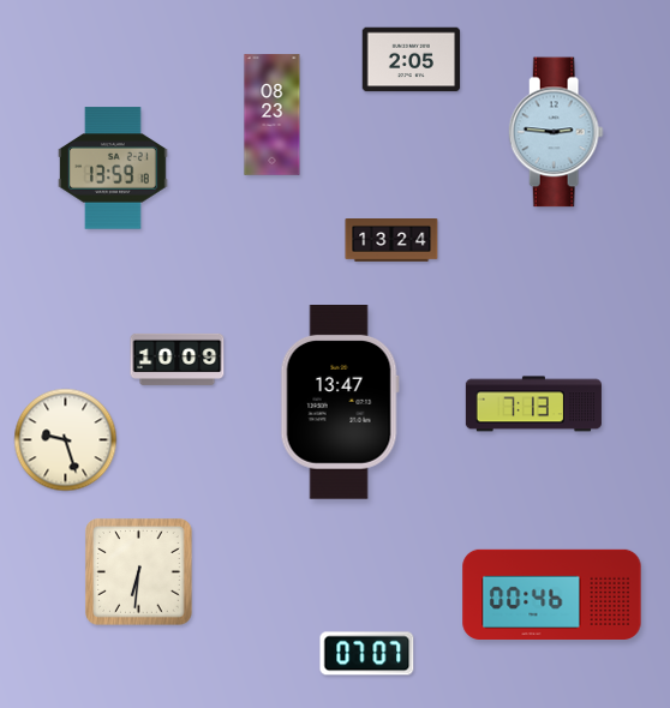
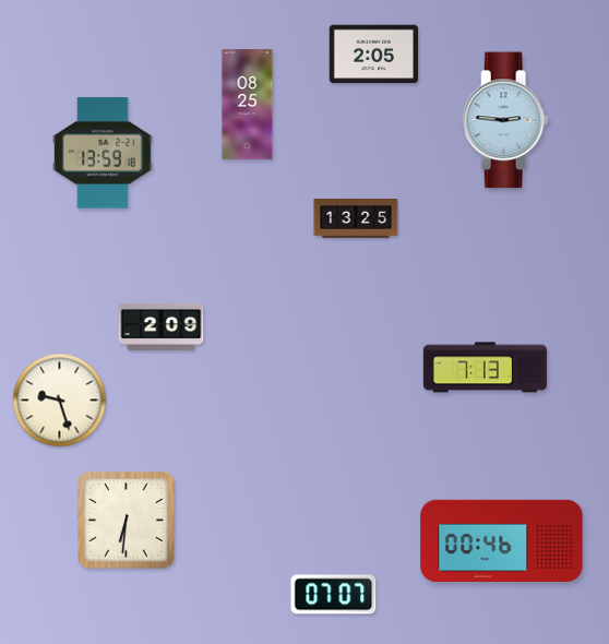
clock at (273, 115): 08:23 -> 08:25
clock at (391, 241): 13:24 -> 13:25
clock at (178, 359): 10:09 -> 2:09
clock at (340, 403): 13:47 -> none
